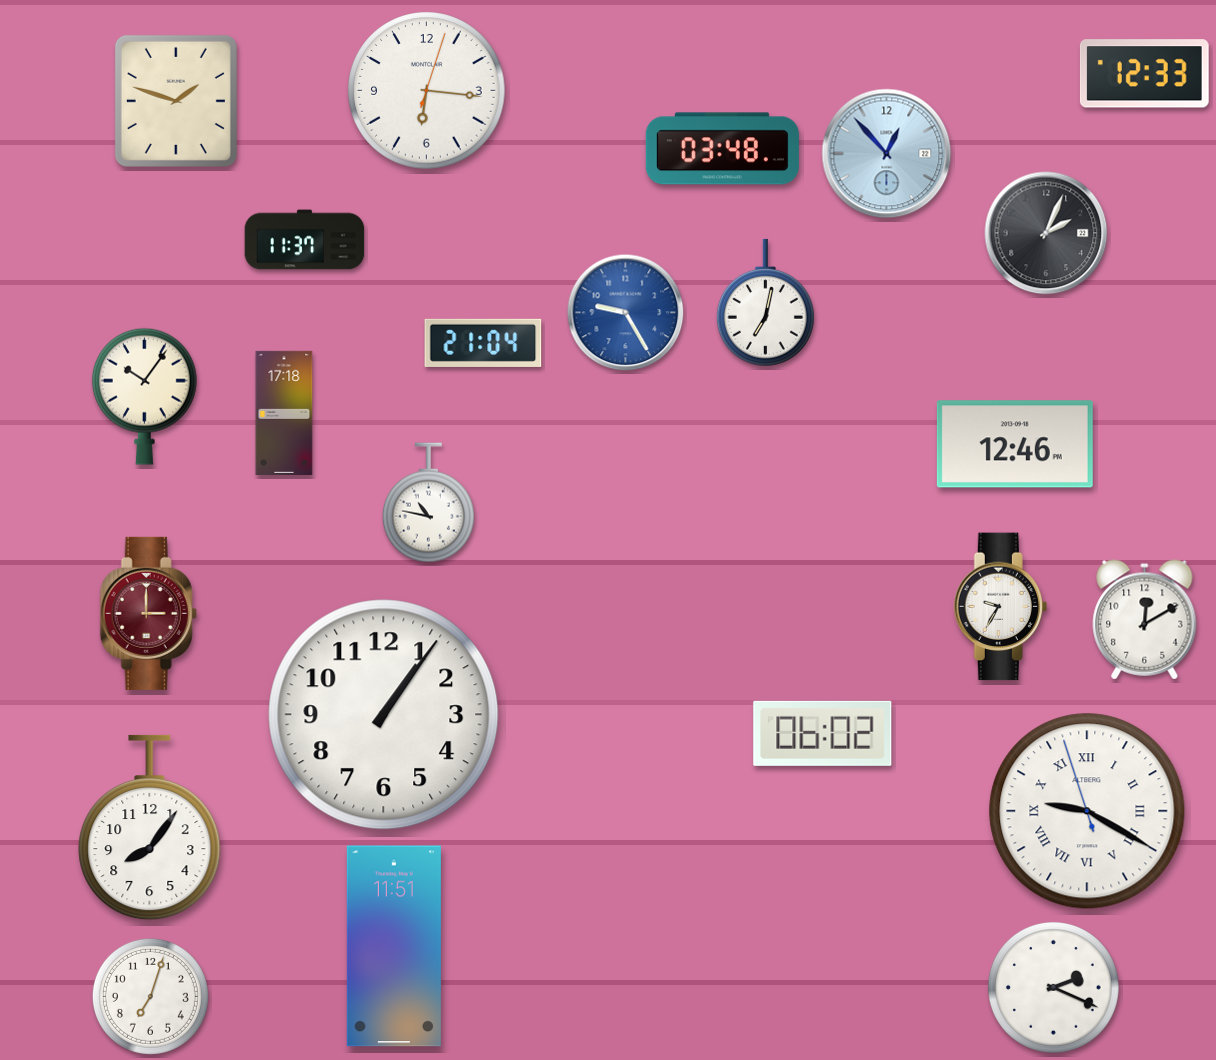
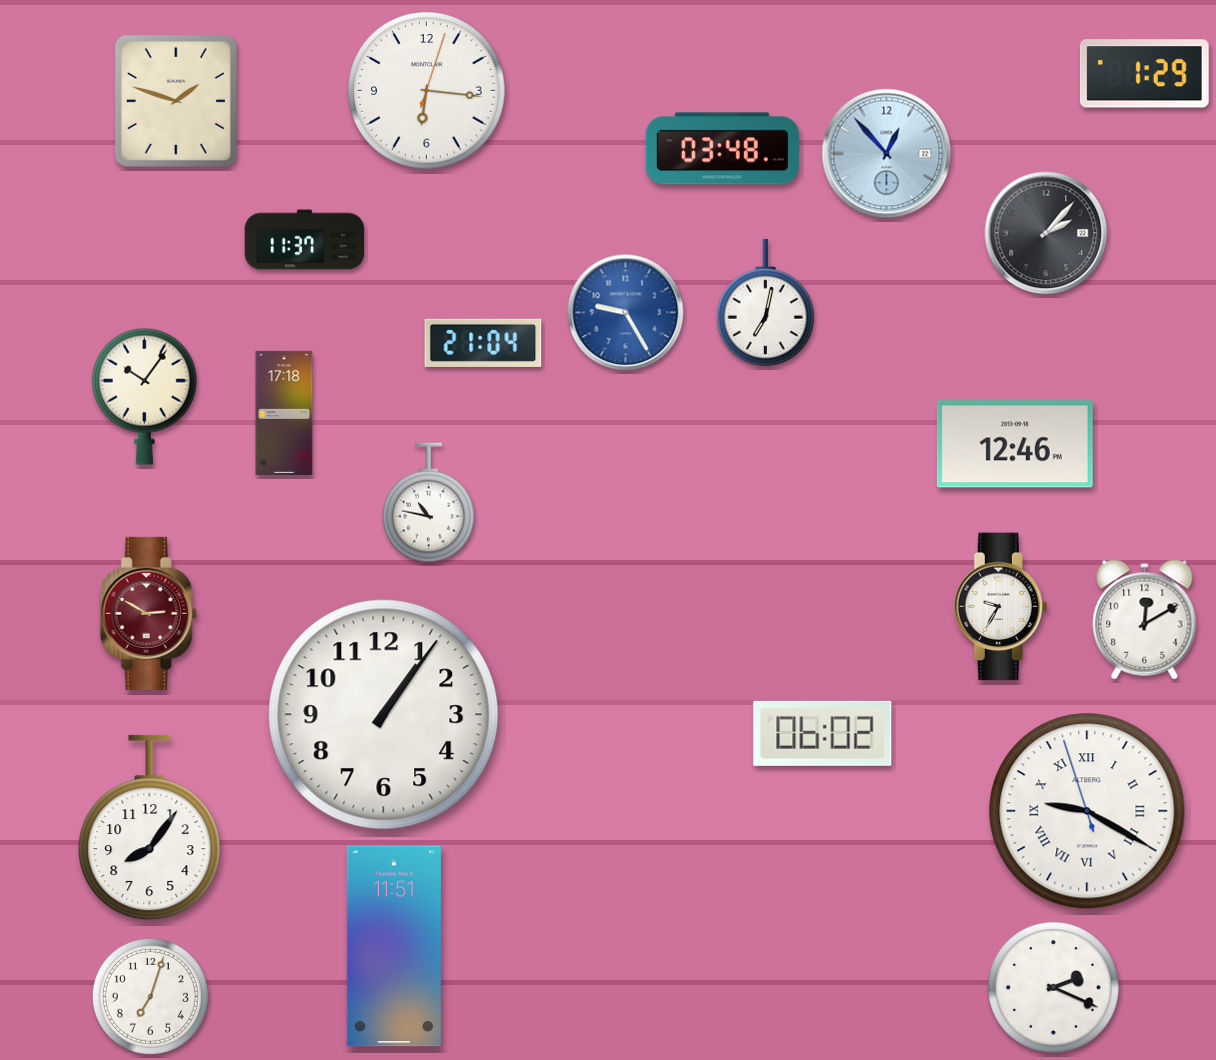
clock at (1144, 74): 12:33 -> 1:29
clock at (1046, 233): 2:04 -> 2:07
clock at (148, 613): 3:00 -> 2:50
